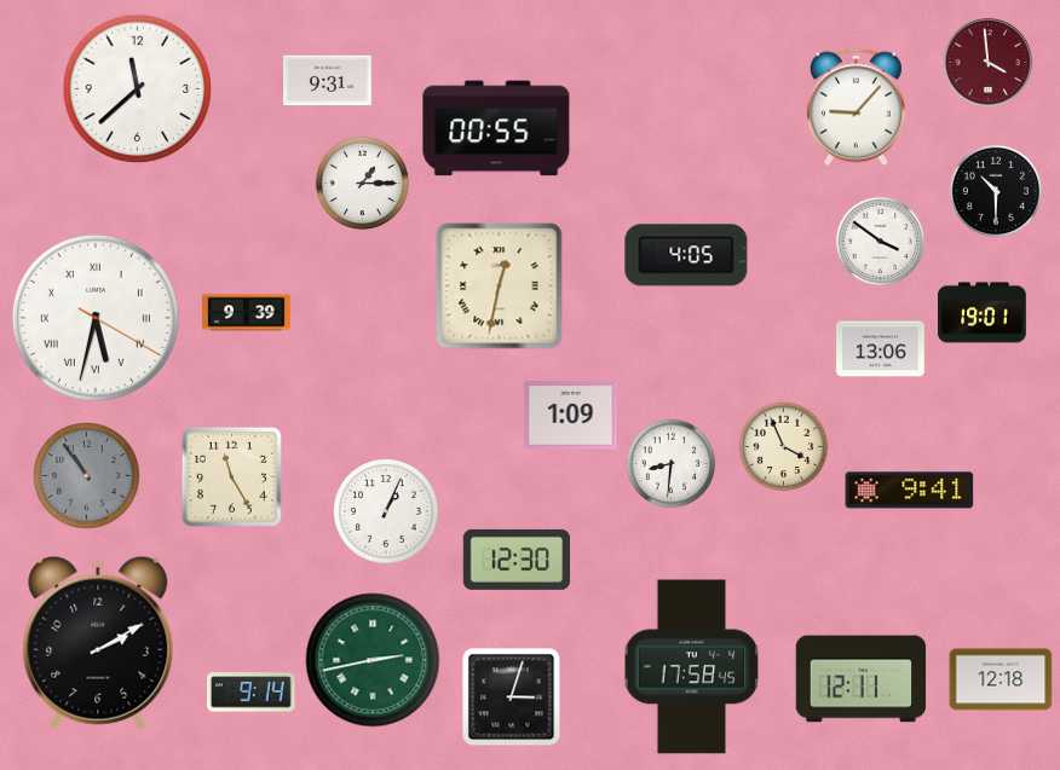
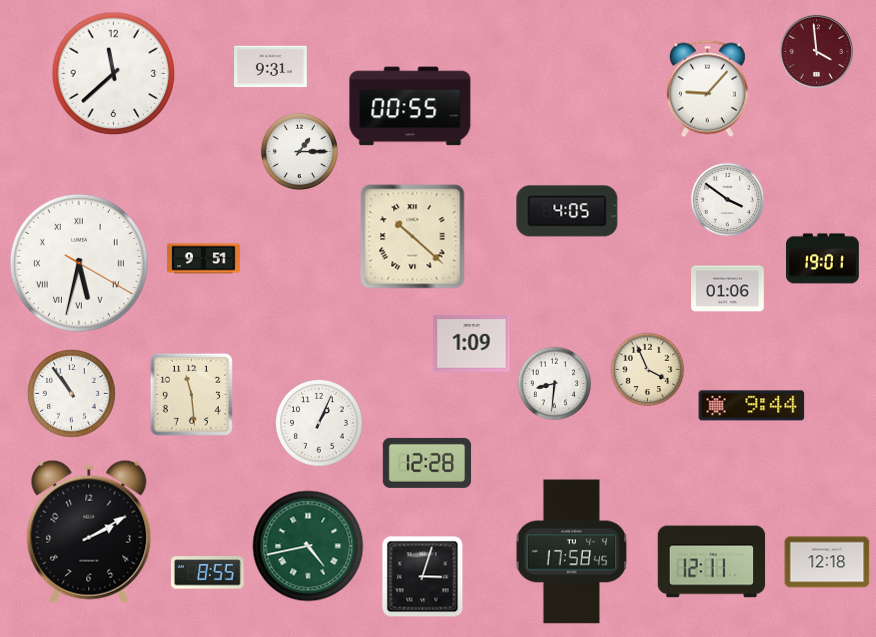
clock at (996, 191): 10:30 -> none
clock at (500, 286): 12:32 -> 10:22
clock at (247, 313): 9:39 -> 9:51
clock at (983, 313) position: (983, 313) -> (823, 259)
clock at (881, 349): 13:06 -> 01:06
clock at (87, 476) dial: grey -> white
clock at (231, 476): 11:25 -> 11:29
clock at (910, 491): 9:41 -> 9:44
clock at (517, 560): 12:30 -> 12:28
clock at (98, 643) position: (98, 643) -> (89, 532)
clock at (373, 660): 2:43 -> 4:43
clock at (252, 693): 9:14 -> 8:55
